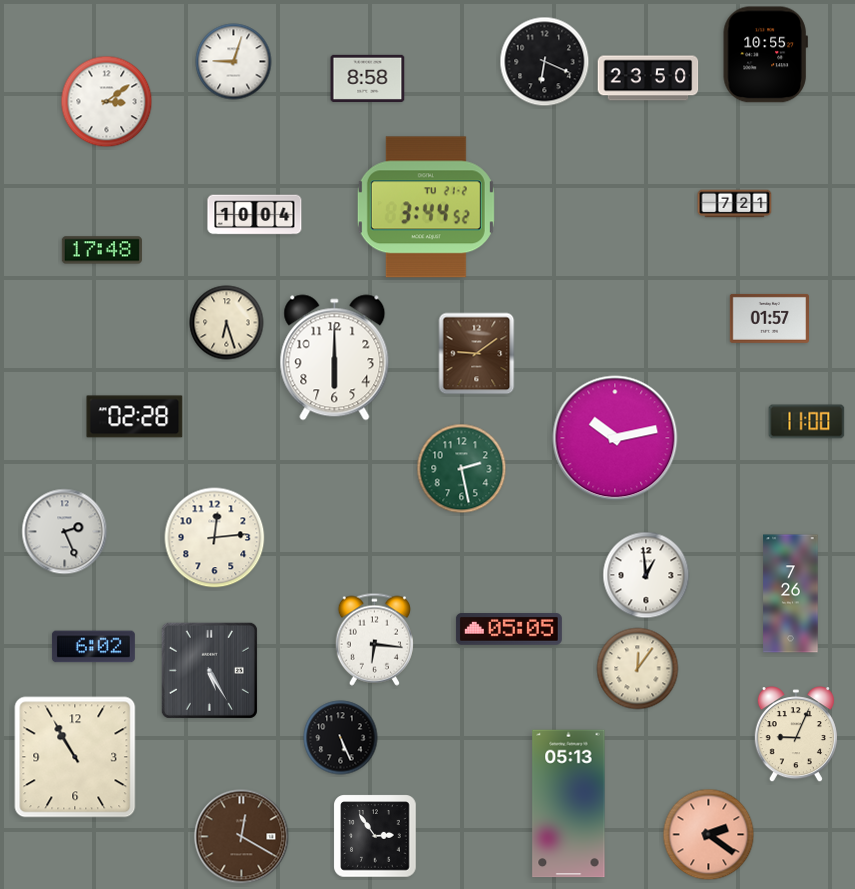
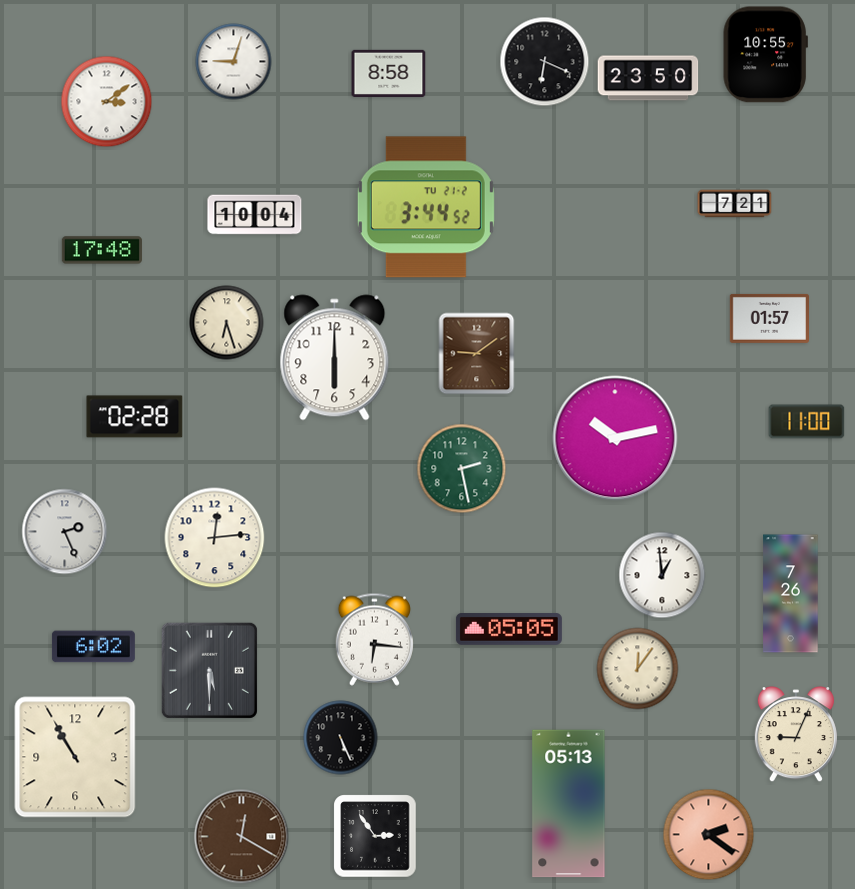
clock at (368, 78) position: (368, 78) -> (389, 73)
clock at (646, 575) position: (646, 575) -> (662, 575)
clock at (209, 670): 5:25 -> 5:30
